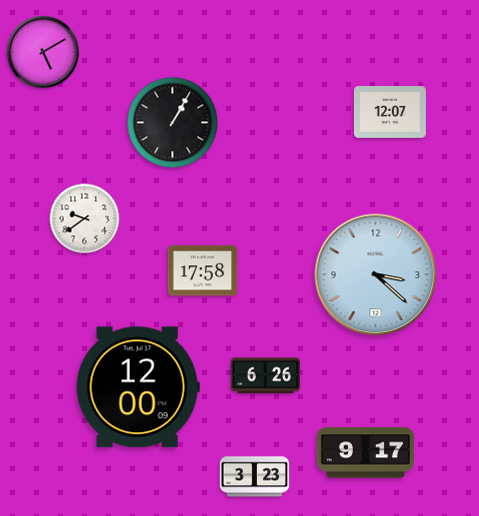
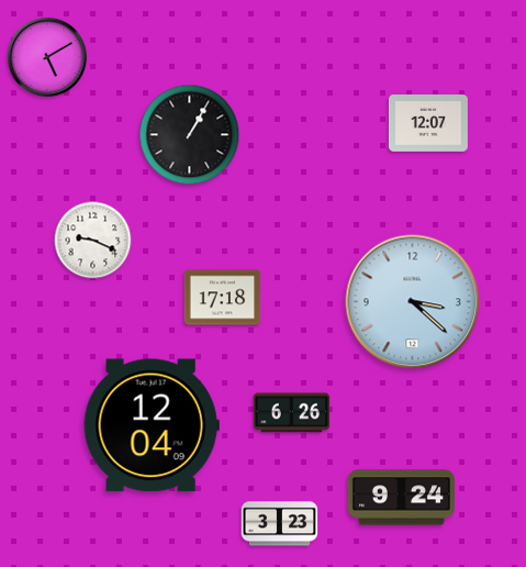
clock at (85, 219): 9:39 -> 9:19
clock at (203, 271): 17:58 -> 17:18
clock at (138, 387): 12:00 -> 12:04
clock at (365, 453): 9:17 -> 9:24
